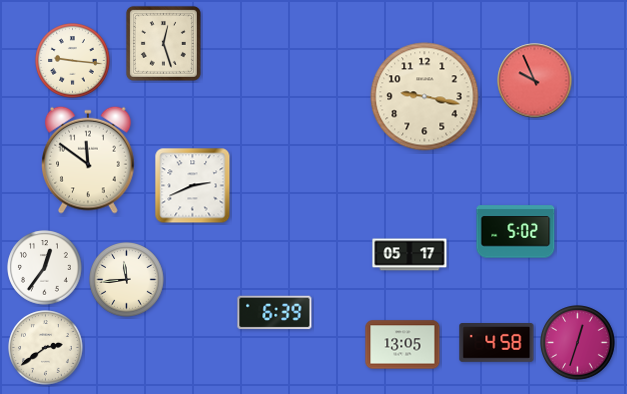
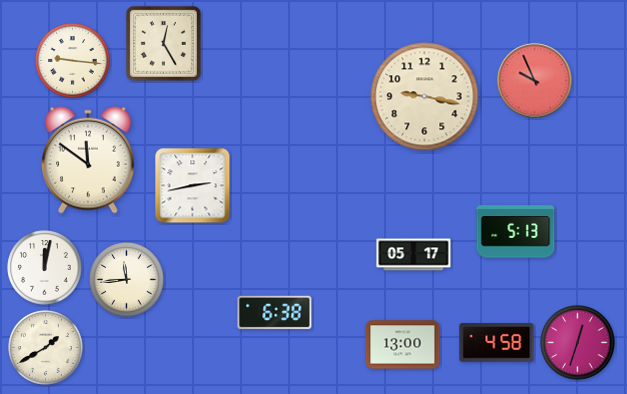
clock at (163, 43): 12:27 -> 12:25
clock at (193, 186): 2:41 -> 2:43
clock at (516, 232): 5:02 -> 5:13
clock at (410, 255) position: (410, 255) -> (414, 255)
clock at (45, 268): 12:36 -> 12:02
clock at (275, 313): 6:39 -> 6:38
clock at (403, 345): 13:05 -> 13:00
clock at (46, 348): 2:39 -> 1:40
